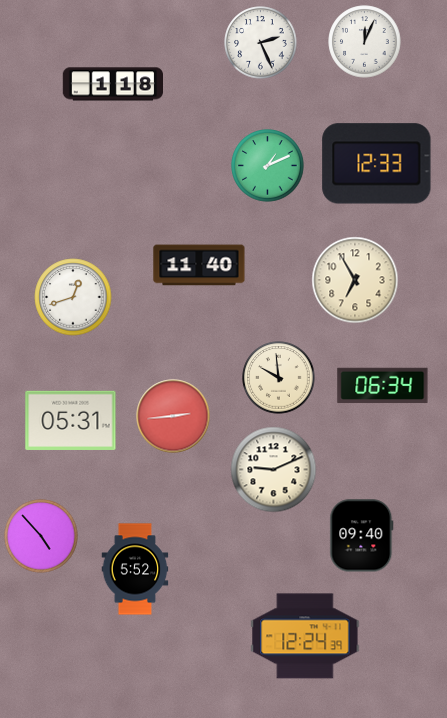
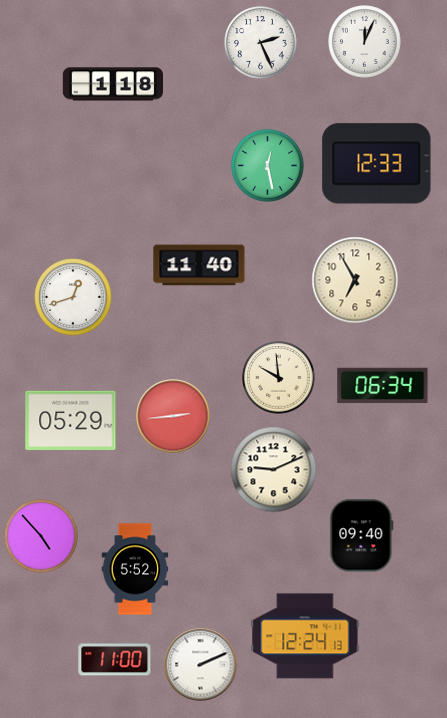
clock at (268, 166): 1:11 -> 12:28
clock at (71, 420): 05:31 -> 05:29
clock at (305, 636): 12:24:39 -> 12:24:13
clock at (115, 660): none -> 11:00
clock at (201, 665): none -> 2:11
